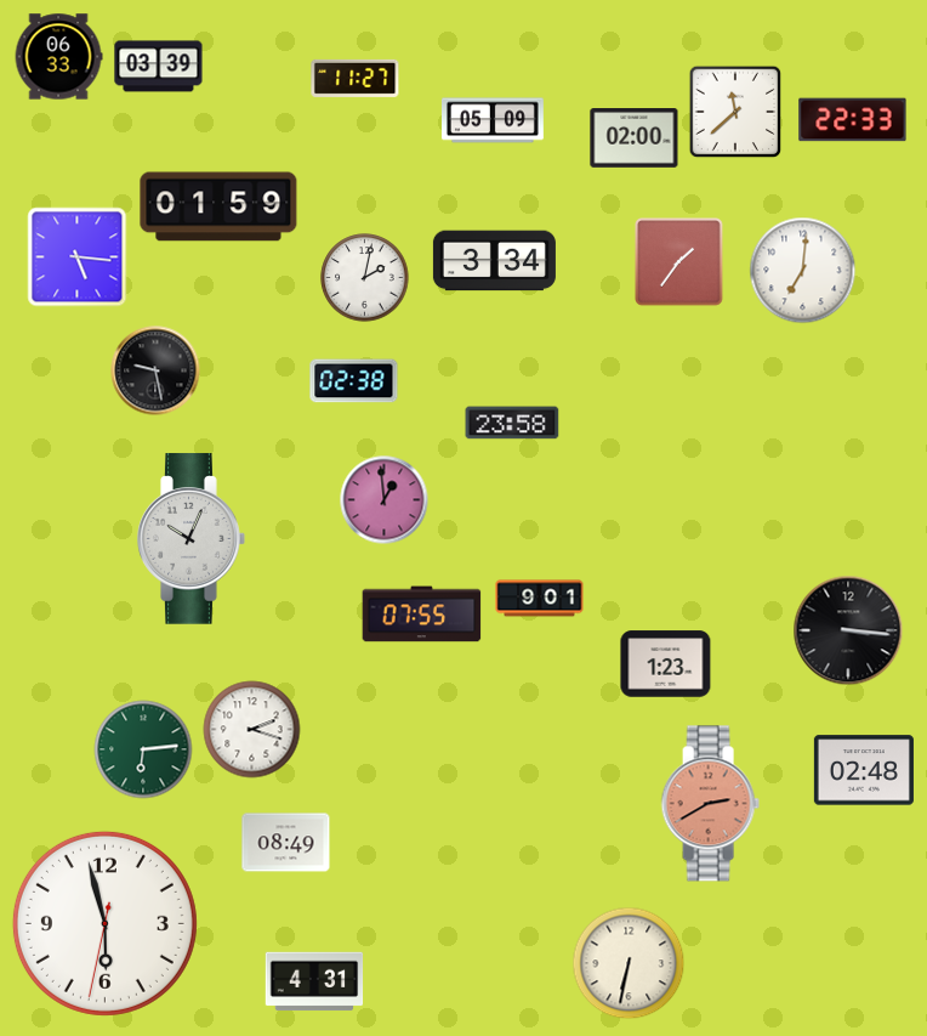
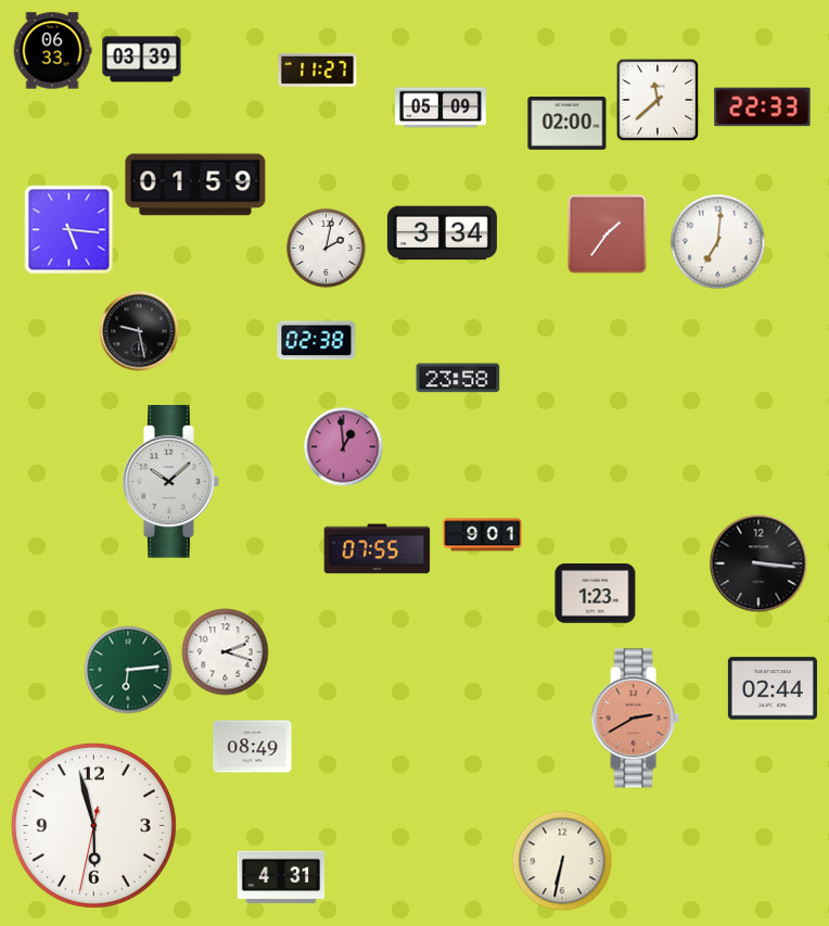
clock at (192, 539): 10:04 -> 10:08
clock at (864, 770): 02:48 -> 02:44
clock at (286, 843) position: (286, 843) -> (253, 747)
